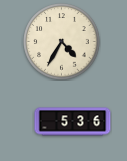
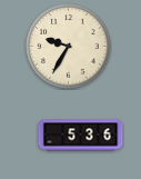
clock at (62, 42): 4:35 -> 9:35
